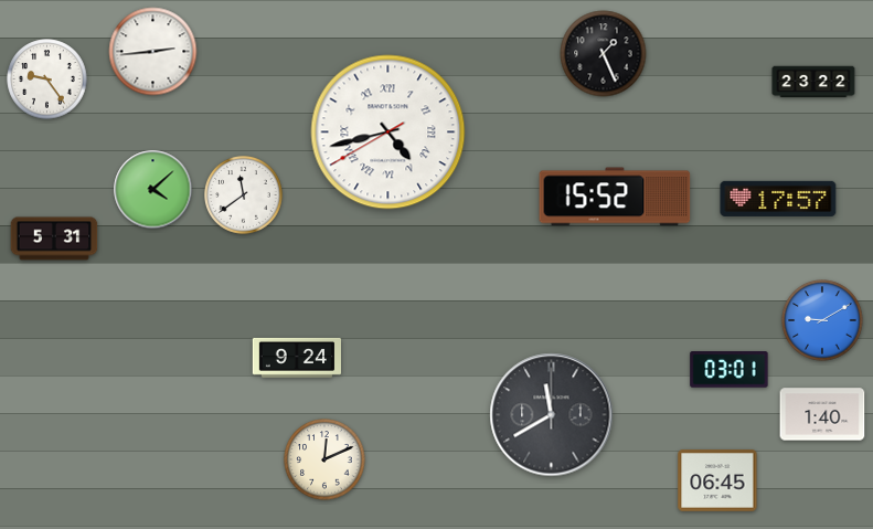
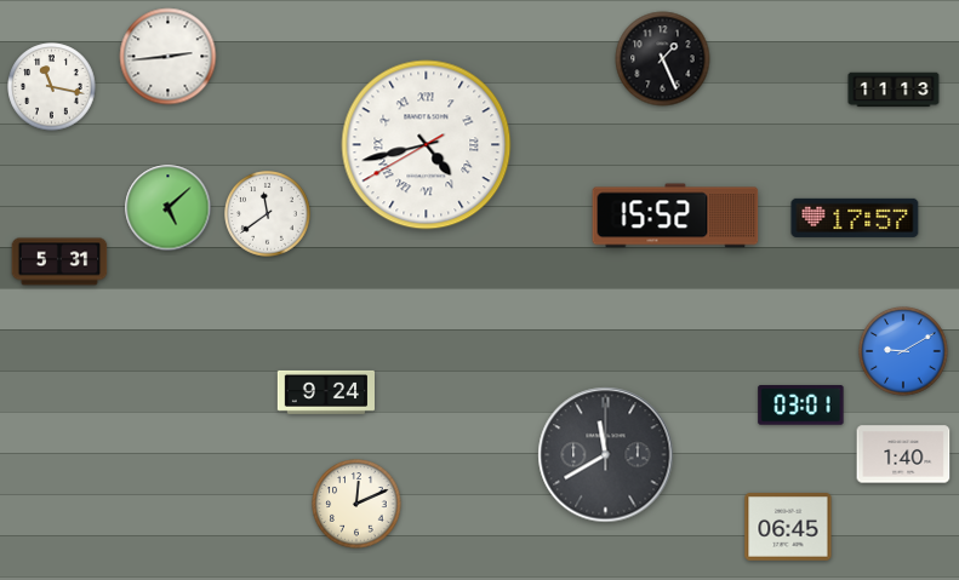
clock at (47, 80): 9:24 -> 11:17
clock at (813, 82): 23:22 -> 11:13
clock at (153, 190): 4:08 -> 5:08
